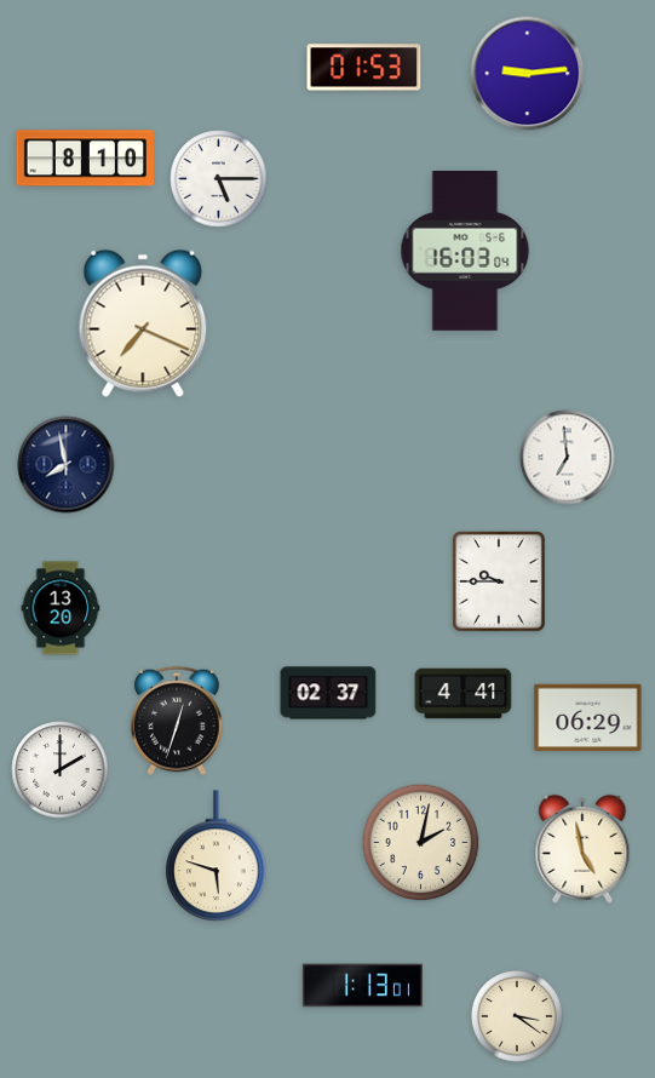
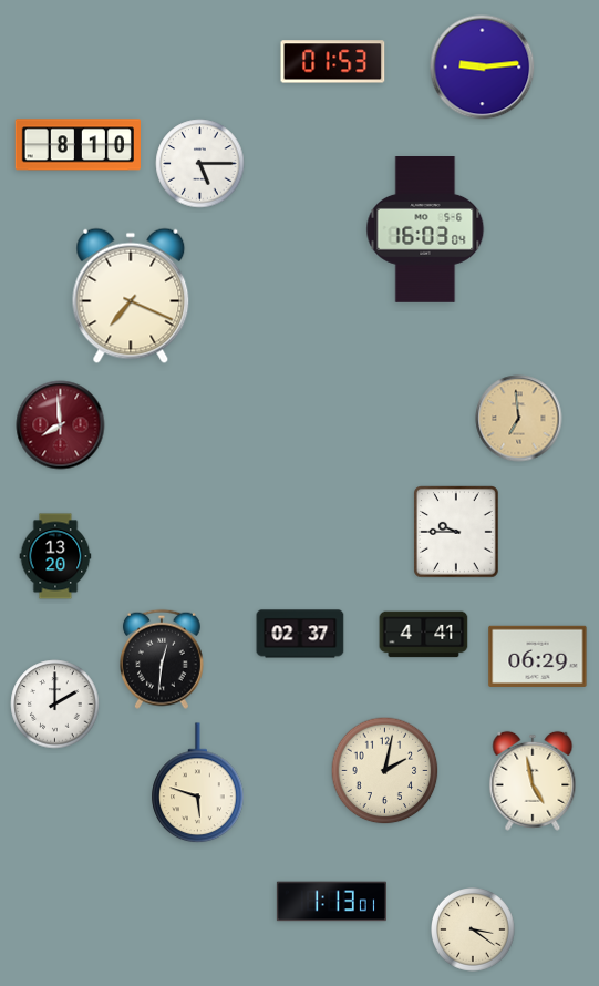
clock at (568, 458) dial: white -> champagne
clock at (67, 465): 7:58 -> 7:59
clock at (67, 465) dial: navy -> burgundy
clock at (177, 721): 12:33 -> 12:31
clock at (582, 849) position: (582, 849) -> (533, 781)
